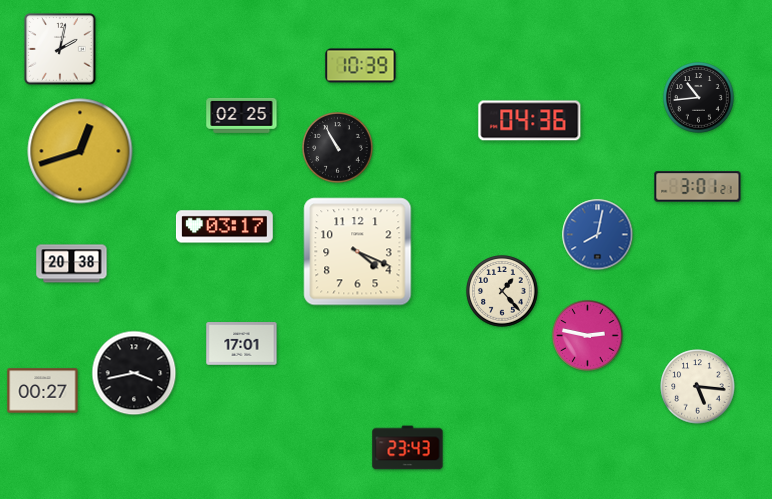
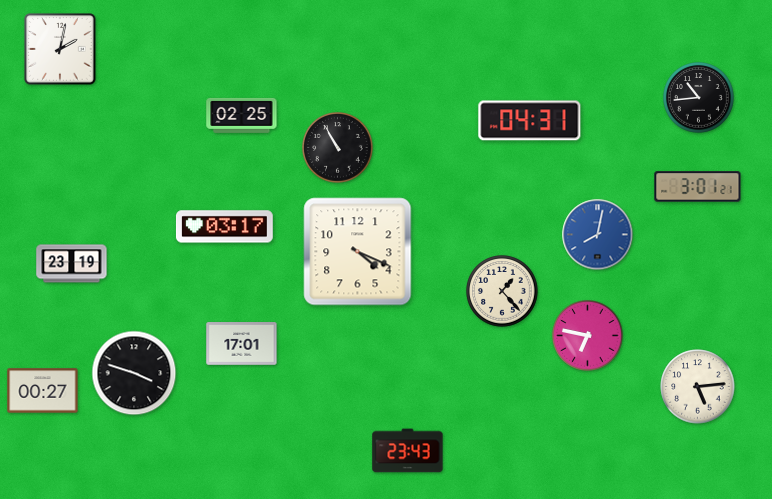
clock at (361, 66): 10:39 -> none
clock at (530, 121): 04:36 -> 04:31
clock at (80, 151): 12:42 -> none
clock at (72, 264): 20:38 -> 23:19
clock at (588, 336): 2:47 -> 6:47
clock at (134, 373): 3:43 -> 3:48
clock at (698, 387): 5:16 -> 5:14
clock at (408, 448) position: (408, 448) -> (408, 451)
